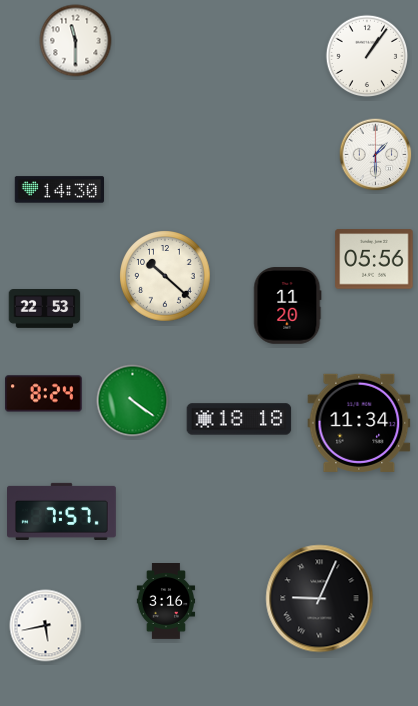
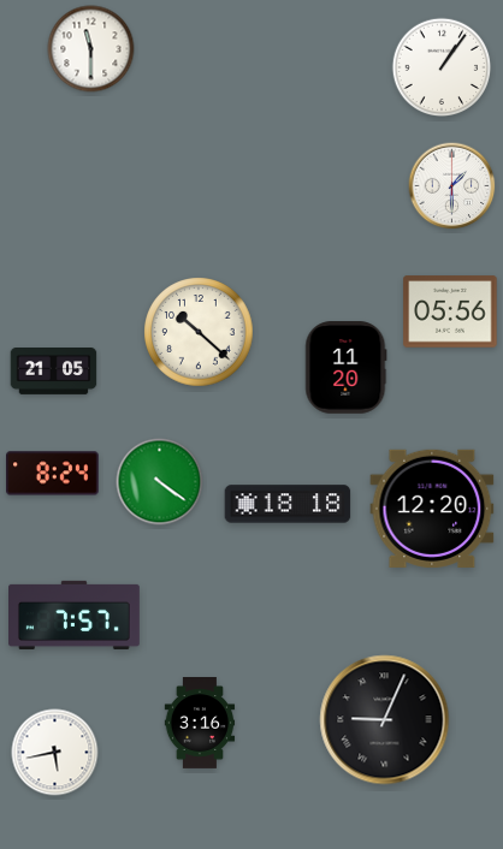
clock at (59, 190): 14:30 -> none
clock at (45, 309): 22:53 -> 21:05
clock at (359, 423): 11:34 -> 12:20
